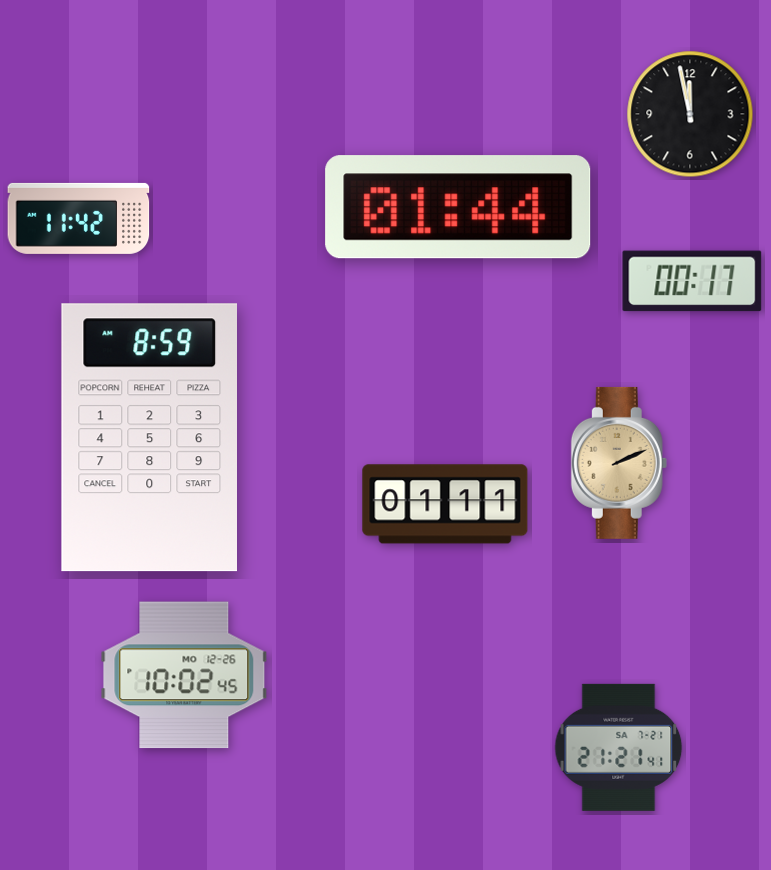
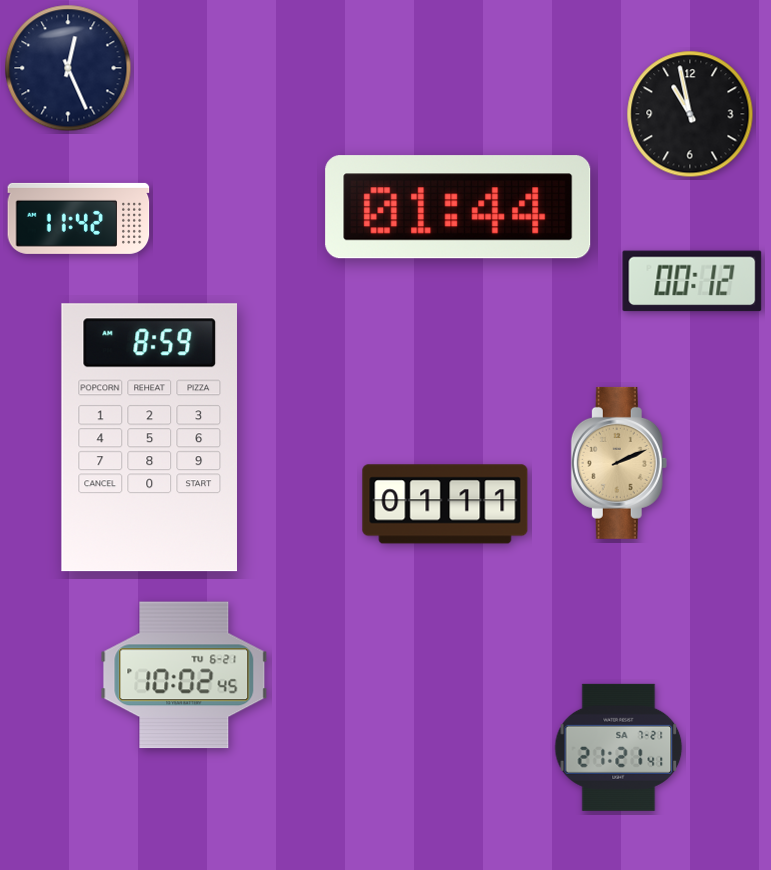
clock at (68, 68): none -> 12:26
clock at (690, 114): 11:58 -> 10:58
clock at (692, 281): 00:17 -> 00:12
clock at (184, 675) date: MO 12-26 -> TU 6-21
